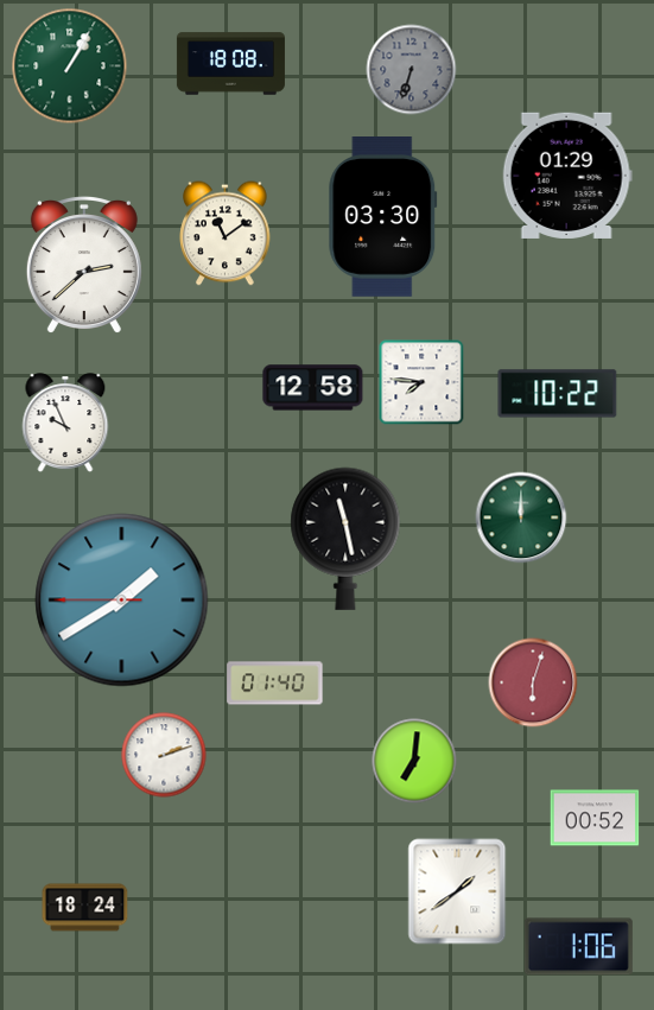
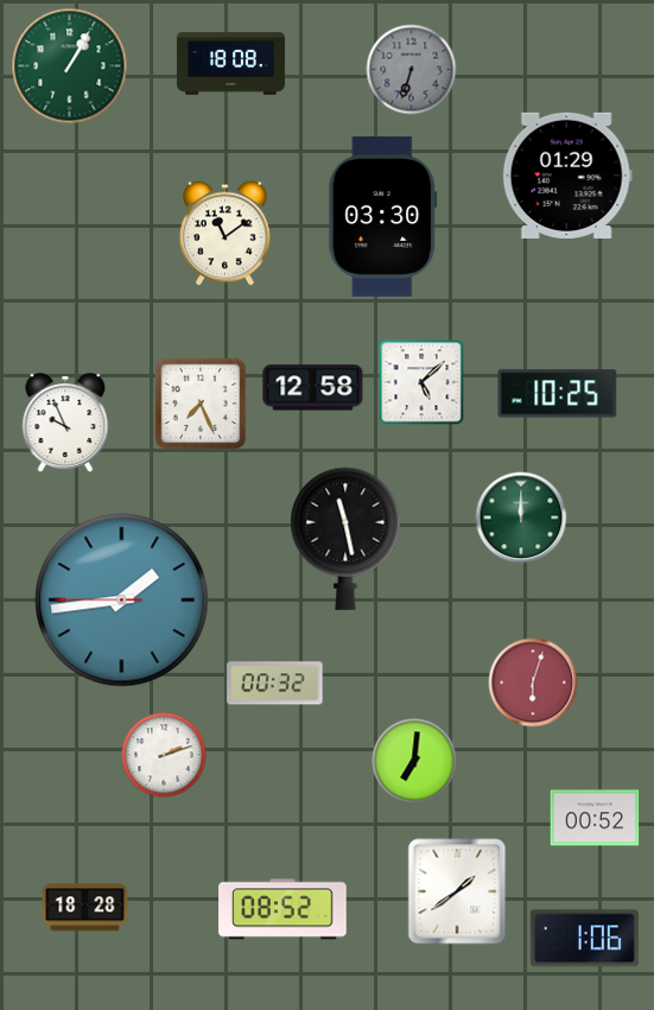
clock at (84, 265): 2:38 -> none
clock at (421, 382): 7:46 -> 5:08
clock at (558, 394): 10:22 -> 10:25
clock at (201, 404): none -> 7:26
clock at (122, 601): 1:39 -> 1:43
clock at (275, 684): 01:40 -> 00:32
clock at (85, 908): 18:24 -> 18:28
clock at (282, 909): none -> 08:52
clock at (578, 947) position: (578, 947) -> (584, 939)
